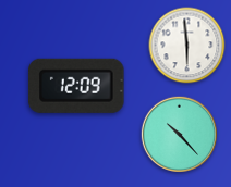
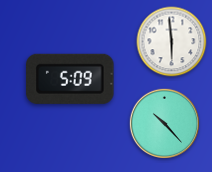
clock at (76, 86): 12:09 -> 5:09
